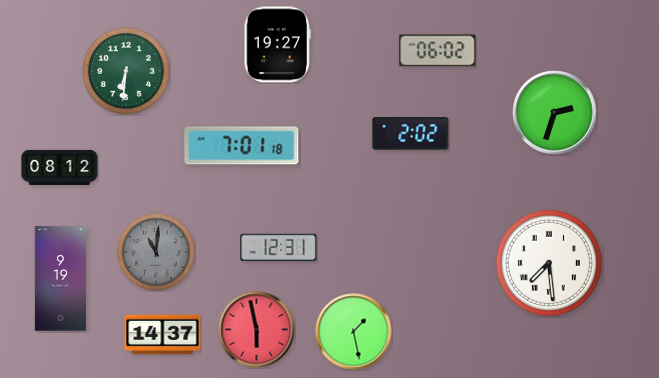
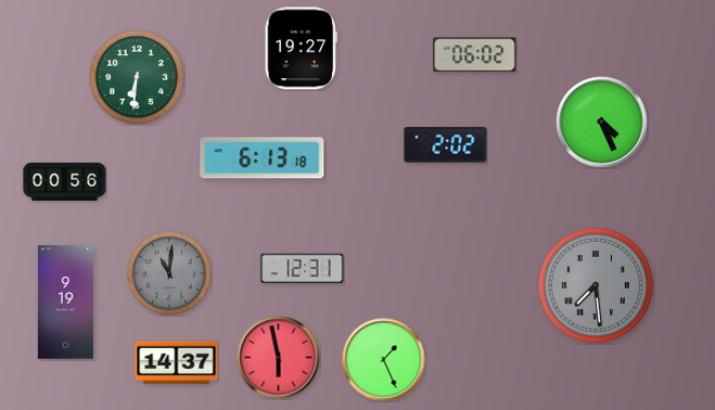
clock at (555, 113): 2:33 -> 4:26
clock at (242, 146): 7:01 -> 6:13
clock at (60, 167): 08:12 -> 00:56
clock at (549, 263) dial: white -> grey
clock at (354, 332): 1:28 -> 1:26
